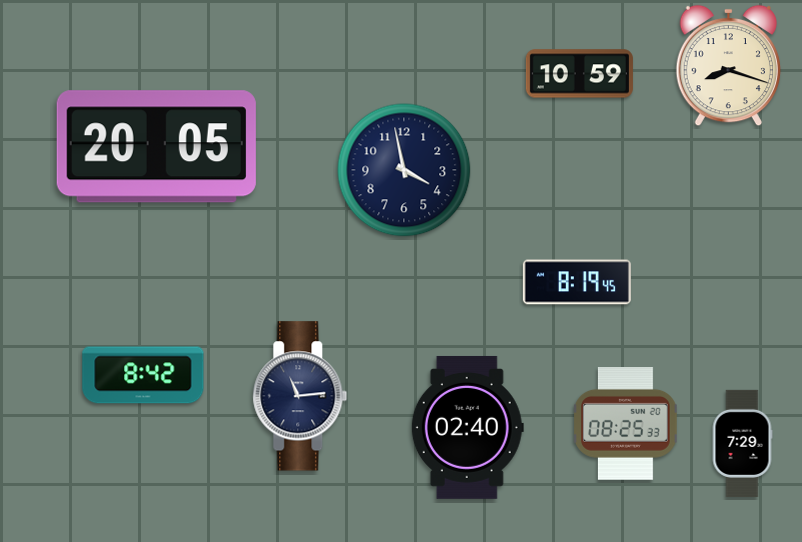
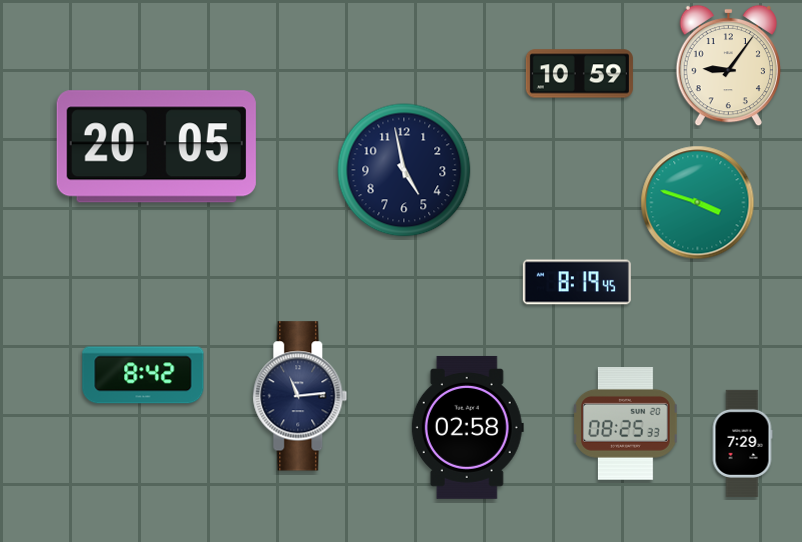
clock at (728, 66): 8:18 -> 9:06
clock at (404, 170): 3:58 -> 4:58
clock at (698, 203): none -> 3:48
clock at (467, 427): 02:40 -> 02:58
